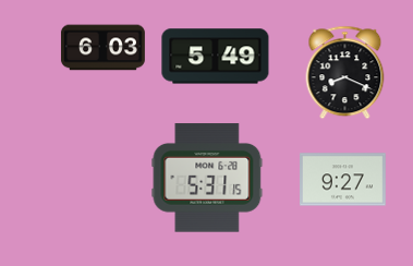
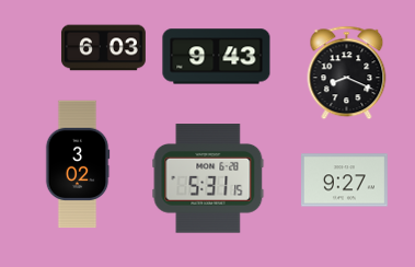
clock at (216, 57): 5:49 -> 9:43
clock at (78, 164): none -> 3:02
